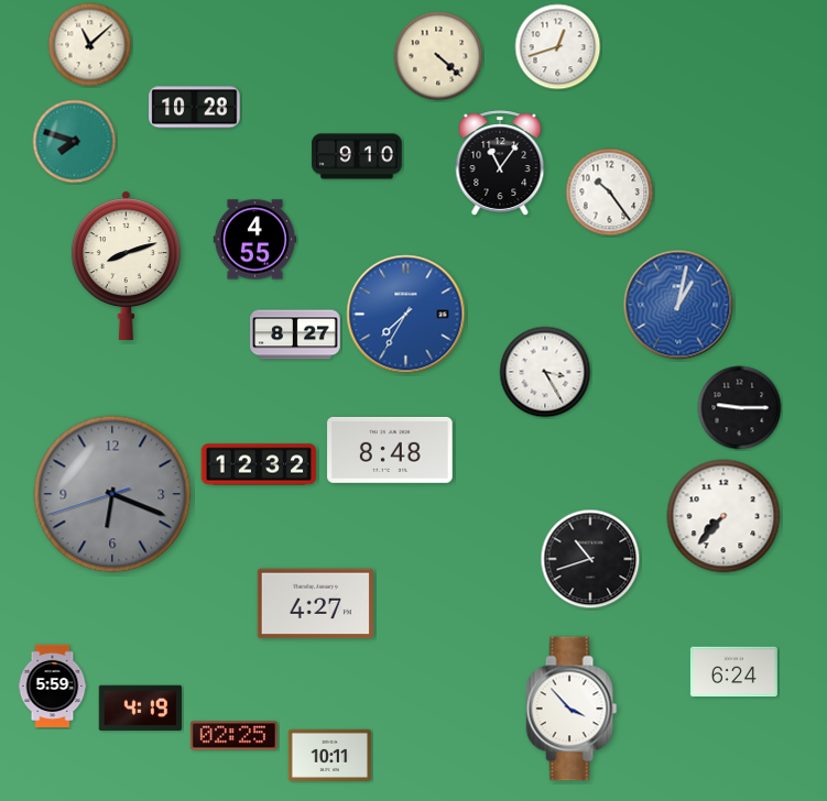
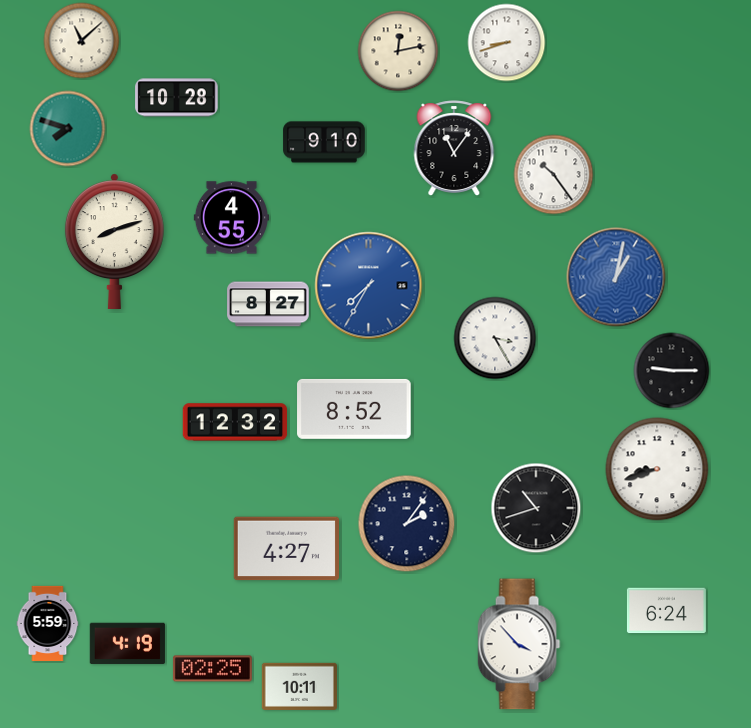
clock at (558, 47): 12:42 -> 8:42
clock at (438, 56): 4:22 -> 12:13
clock at (390, 450): 8:48 -> 8:52
clock at (112, 494): 6:18 -> none
clock at (723, 516): 7:37 -> 8:42
clock at (407, 524): none -> 2:06
